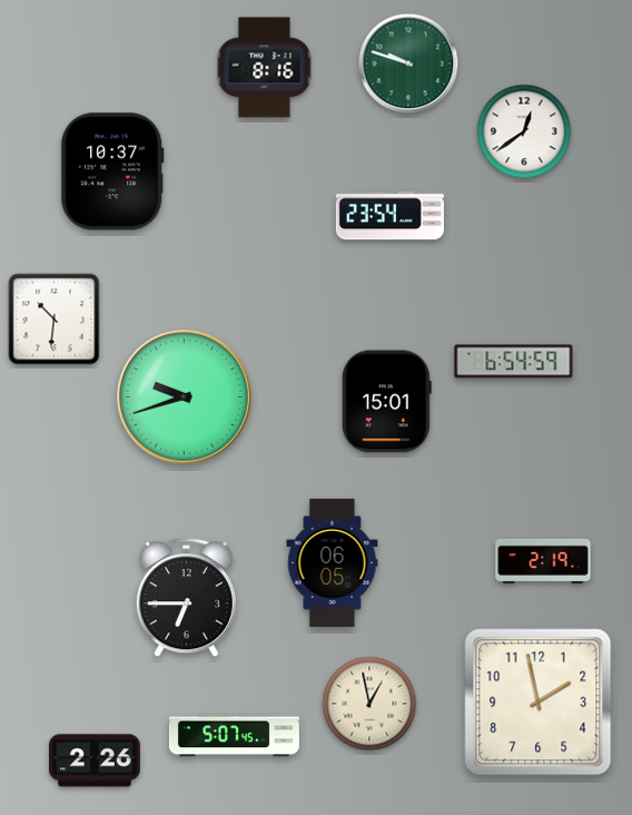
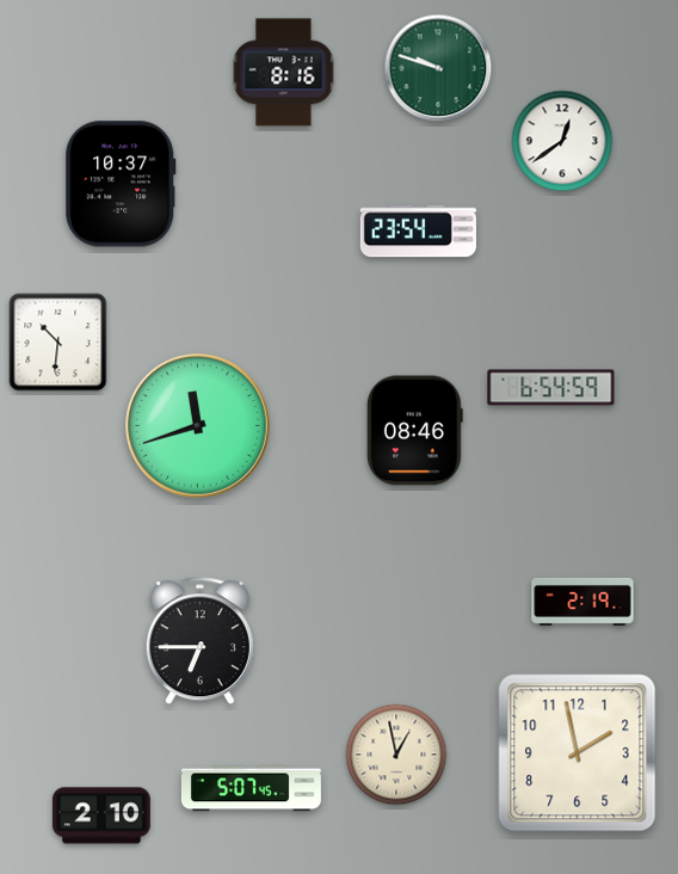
clock at (185, 397): 9:42 -> 11:42
clock at (386, 402): 15:01 -> 08:46
clock at (333, 562): 06:05 -> none
clock at (95, 760): 2:26 -> 2:10
